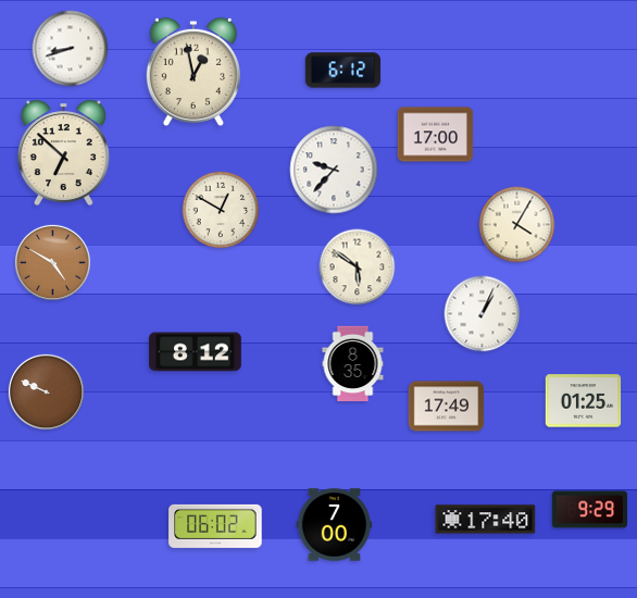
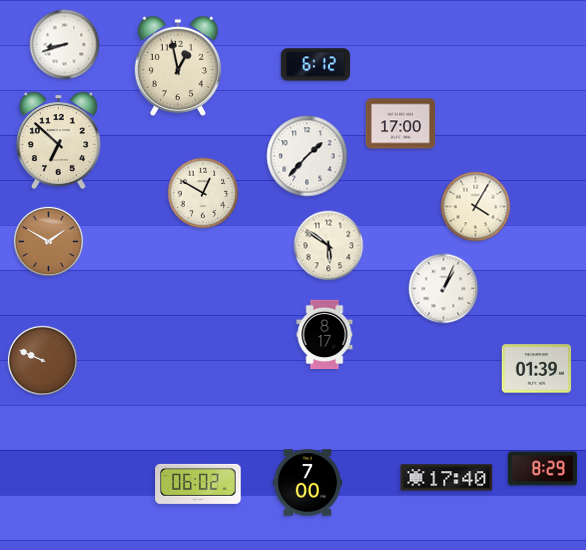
clock at (334, 170): 9:37 -> 1:37
clock at (52, 262): 4:50 -> 1:50
clock at (196, 352): 8:12 -> none
clock at (353, 364): 8:35 -> 8:17
clock at (584, 401): 01:25 -> 01:39
clock at (447, 407): 17:49 -> none
clock at (590, 510): 9:29 -> 8:29
